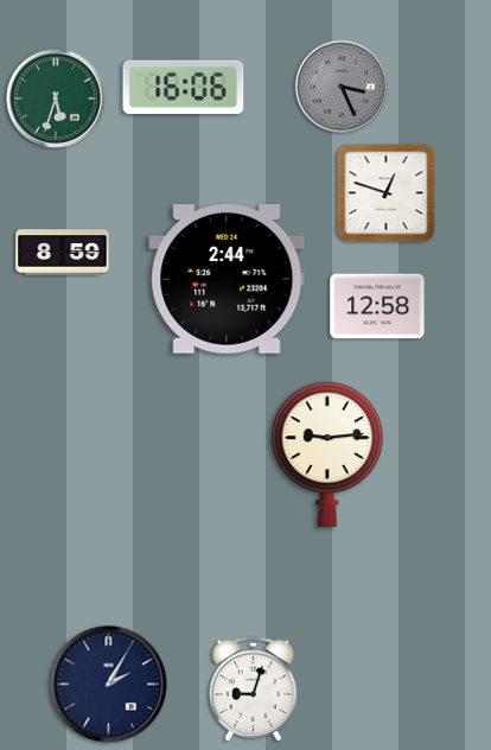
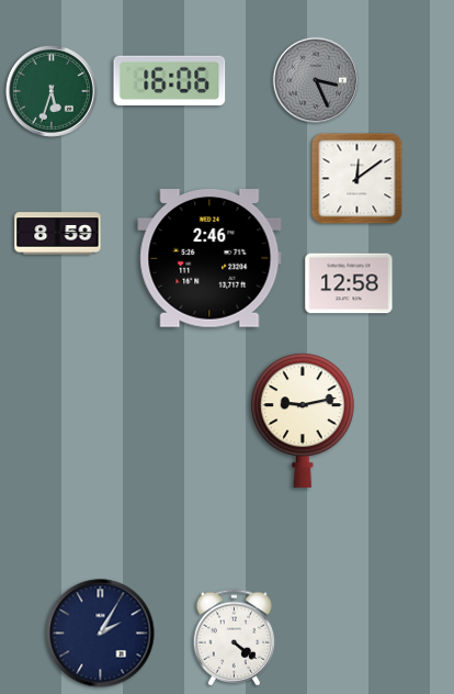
clock at (387, 193): 12:48 -> 12:09
clock at (227, 280): 2:44 -> 2:46
clock at (327, 455): 9:14 -> 9:13
clock at (253, 689): 9:03 -> 4:21
